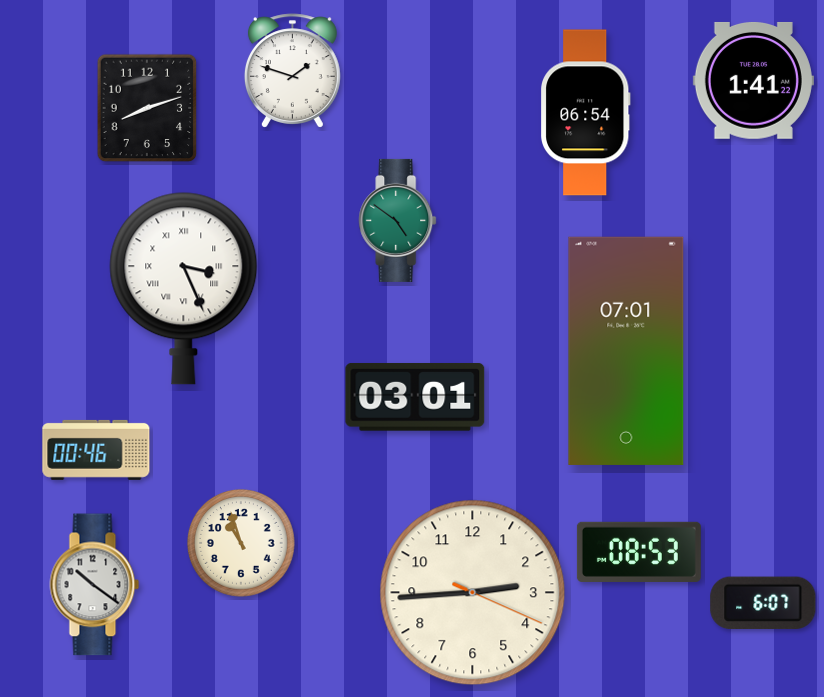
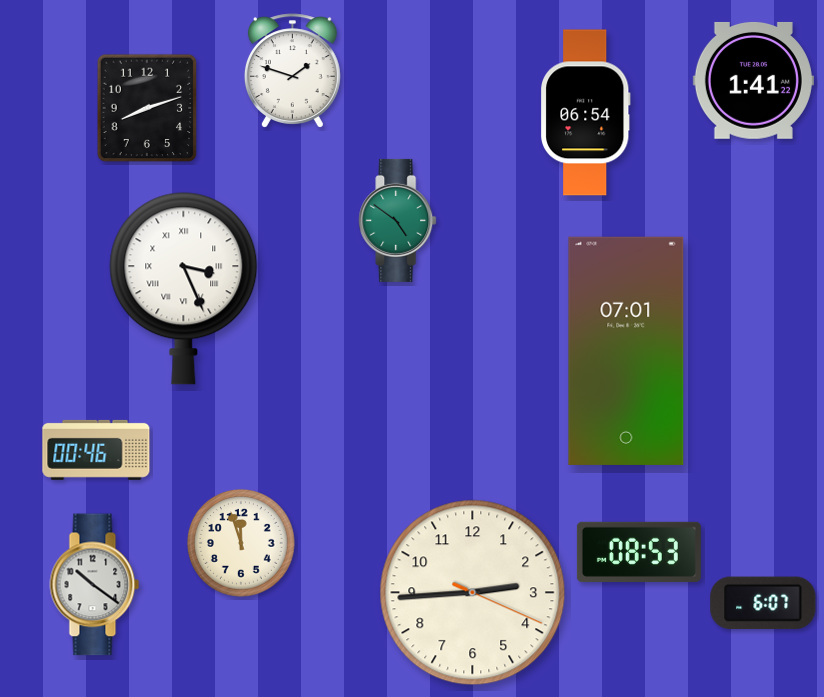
clock at (415, 397): 03:01 -> none
clock at (241, 543): 10:57 -> 11:57
